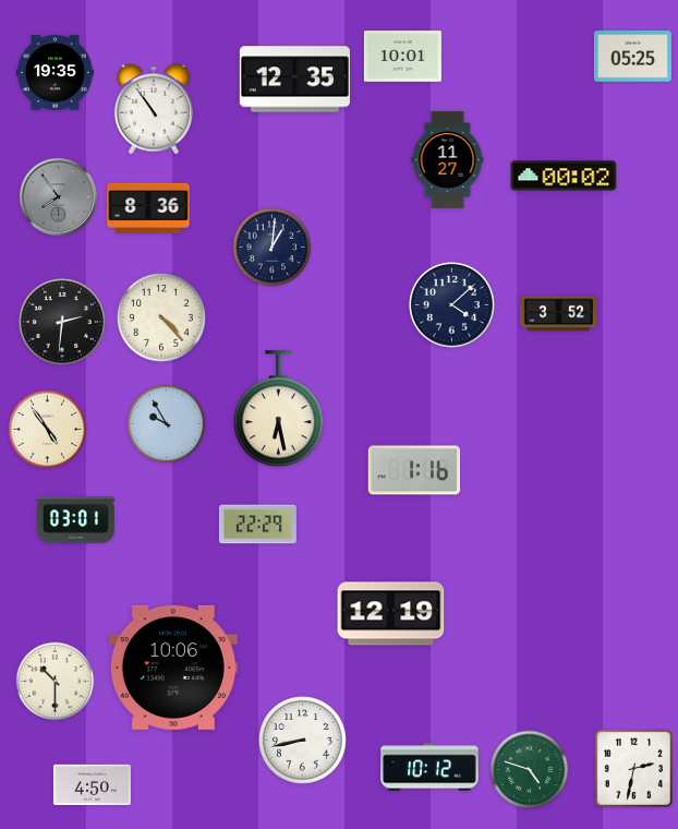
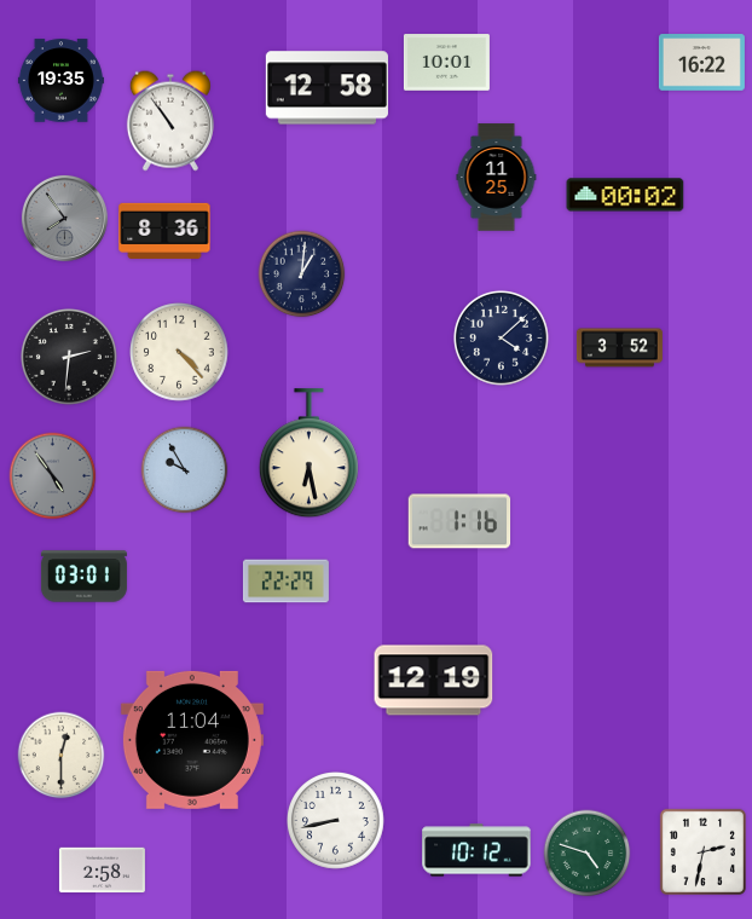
clock at (632, 57): 05:25 -> 16:22
clock at (294, 80): 12:35 -> 12:58
clock at (448, 160): 11:27 -> 11:25
clock at (48, 430) dial: cream -> grey
clock at (173, 668): 10:06 -> 11:04
clock at (56, 682): 10:30 -> 12:30
clock at (92, 785): 4:50 -> 2:58
